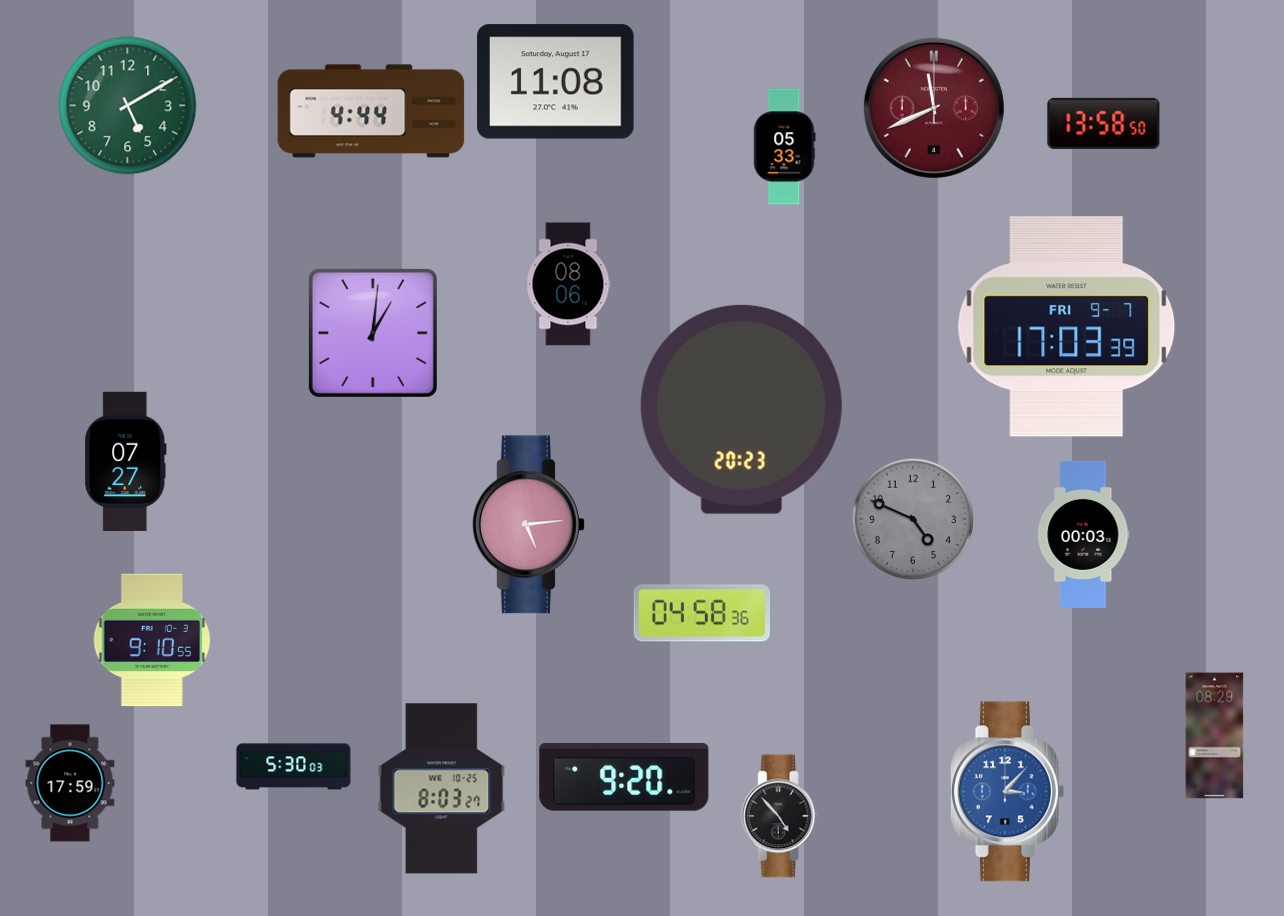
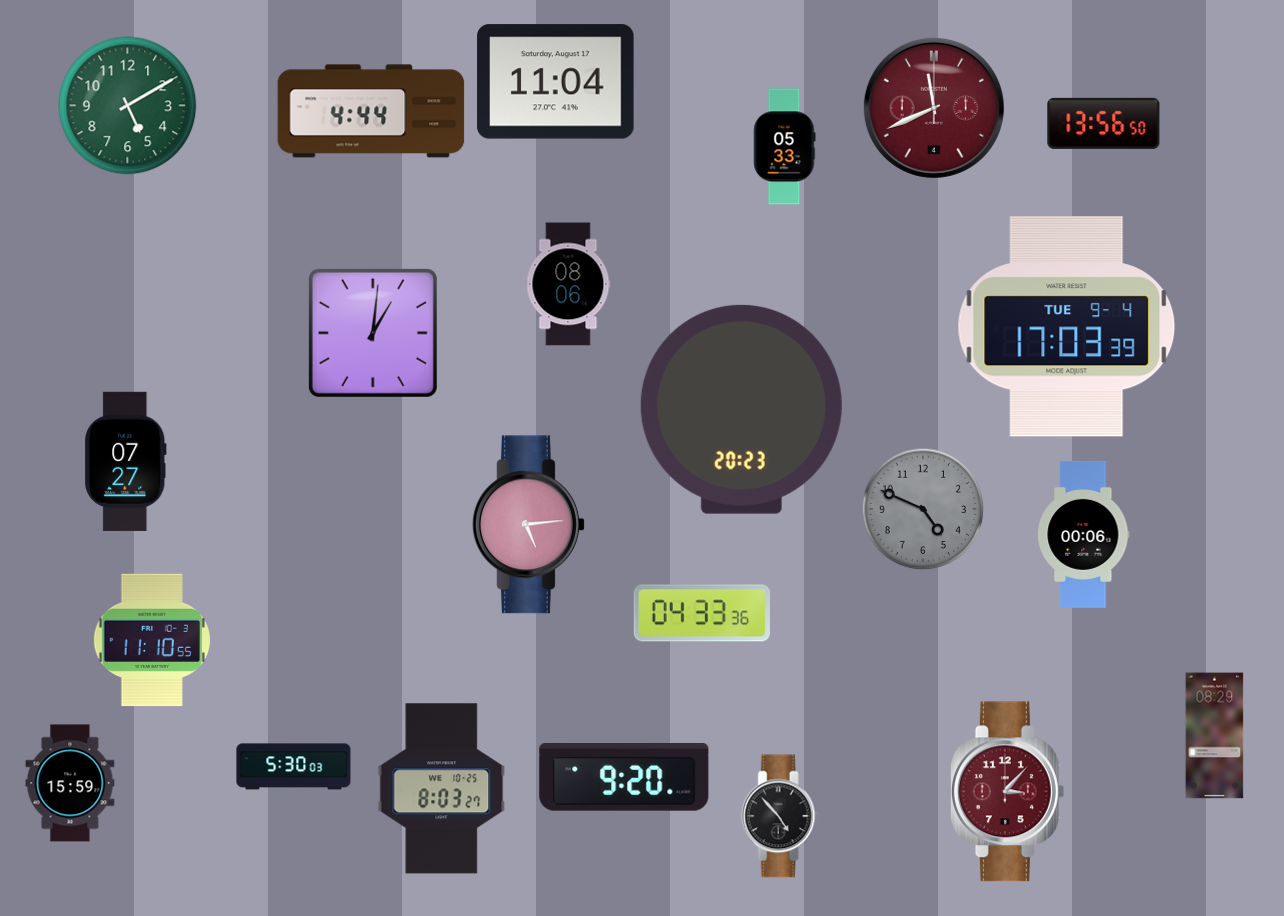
clock at (556, 82): 11:08 -> 11:04
clock at (1104, 123): 13:58 -> 13:56
clock at (1067, 327) date: FRI 9-7 -> TUE 9-4
clock at (913, 519) position: (913, 519) -> (923, 509)
clock at (1084, 534): 00:03 -> 00:06
clock at (702, 613): 04:58 -> 04:33
clock at (151, 640): 9:10 -> 11:10
clock at (70, 783): 17:59 -> 15:59
clock at (1007, 792) dial: blue -> burgundy
